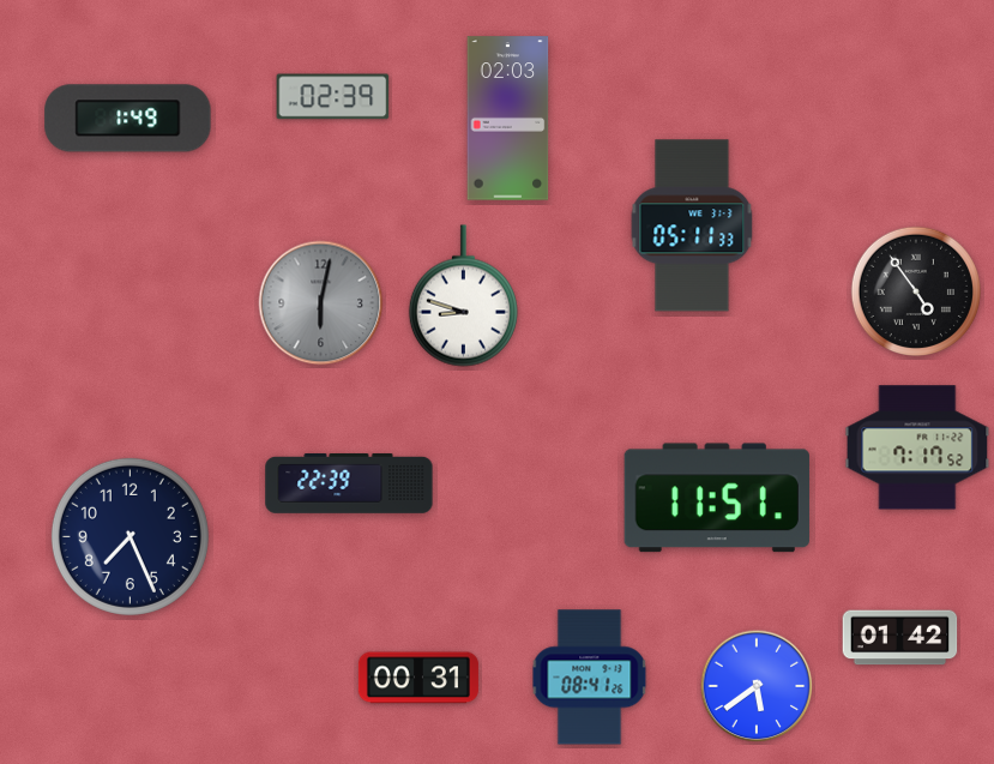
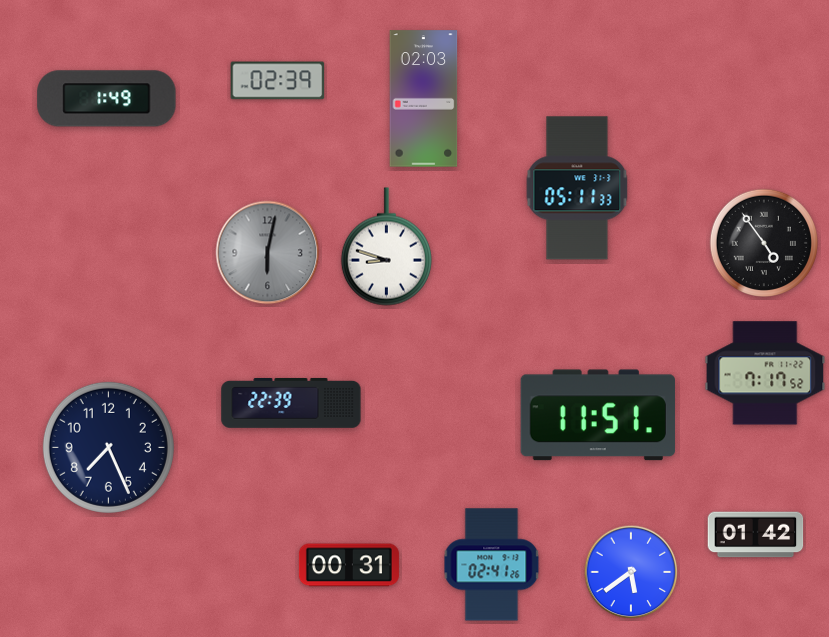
clock at (900, 638) position: (900, 638) -> (756, 535)
clock at (590, 678): 08:41 -> 02:41
